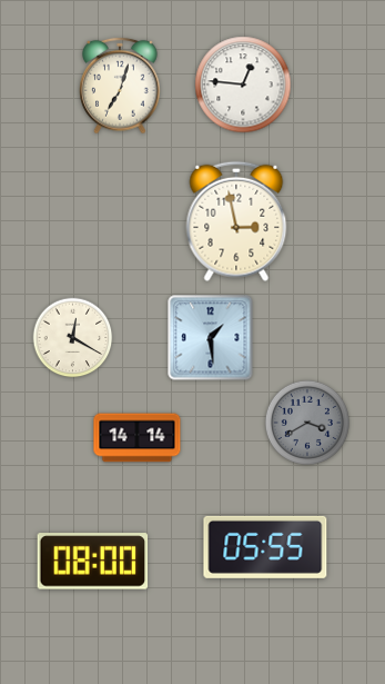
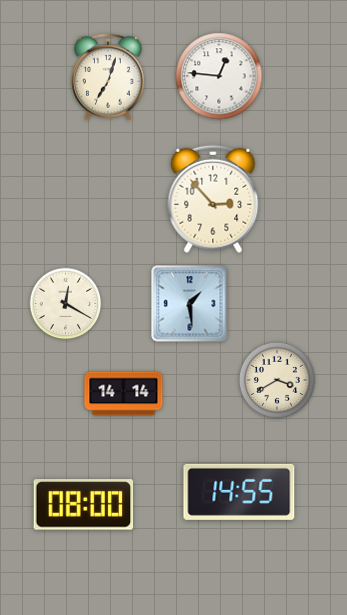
clock at (236, 221): 2:58 -> 2:53
clock at (307, 423) dial: grey -> cream
clock at (265, 547): 05:55 -> 14:55
